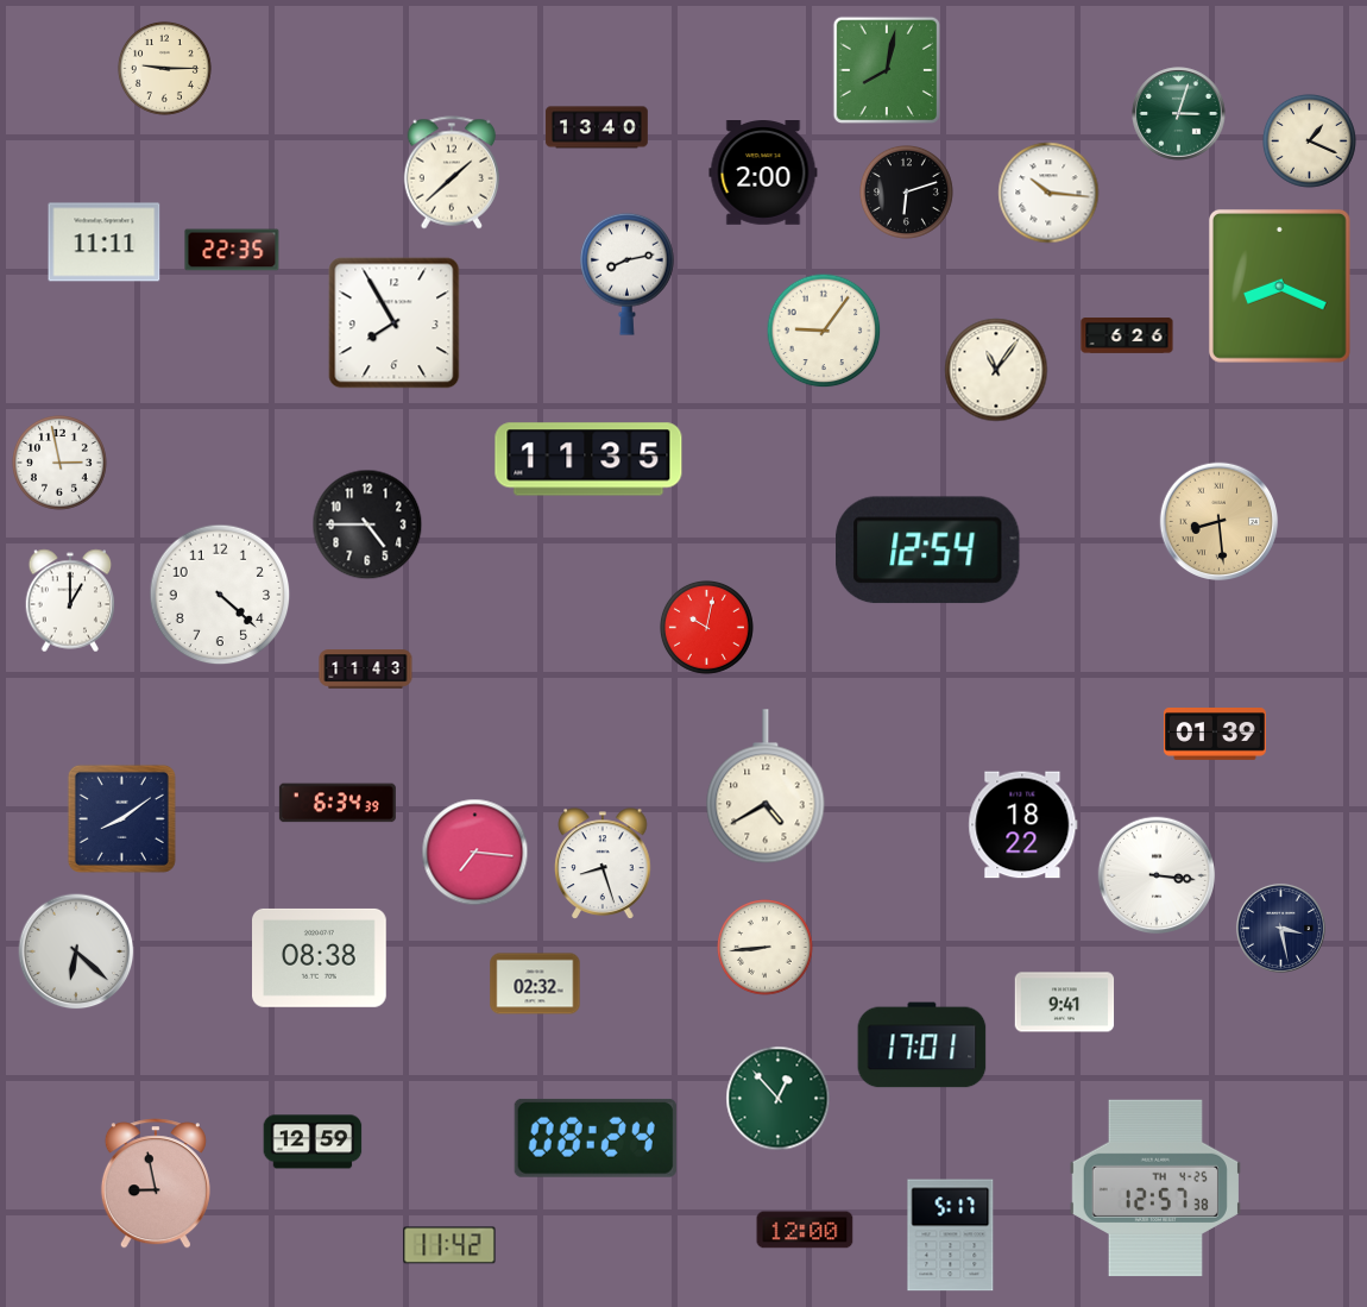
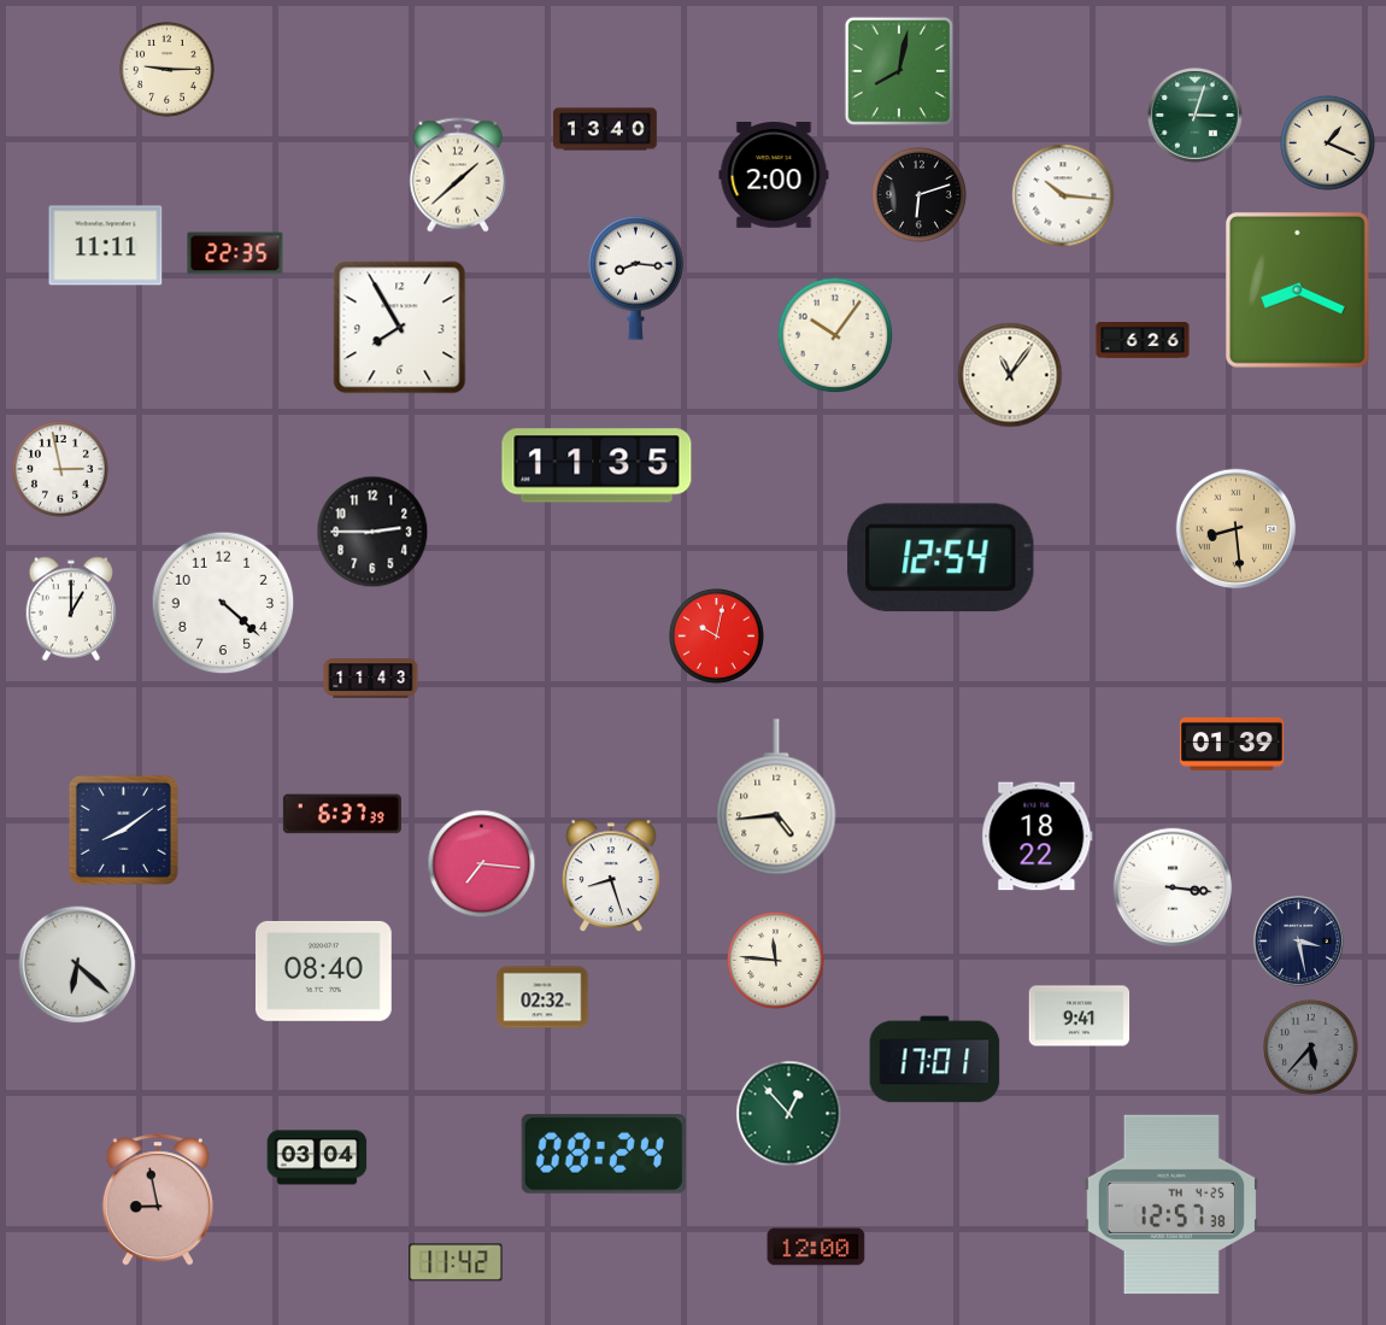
clock at (628, 274): 8:13 -> 8:16
clock at (824, 331): 9:06 -> 10:06
clock at (367, 524): 4:45 -> 2:45
clock at (766, 786): 4:40 -> 4:44
clock at (338, 803): 6:34 -> 6:37
clock at (766, 948): 8:44 -> 11:46
clock at (320, 957): 08:38 -> 08:40
clock at (1310, 1046): none -> 5:37
clock at (313, 1142): 12:59 -> 03:04
clock at (951, 1236): 5:17 -> none
